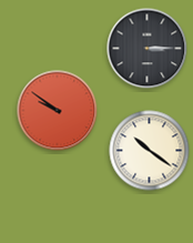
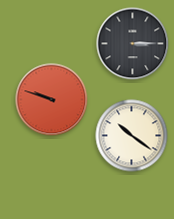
clock at (58, 111): 9:51 -> 9:48
clock at (150, 151) position: (150, 151) -> (132, 136)
